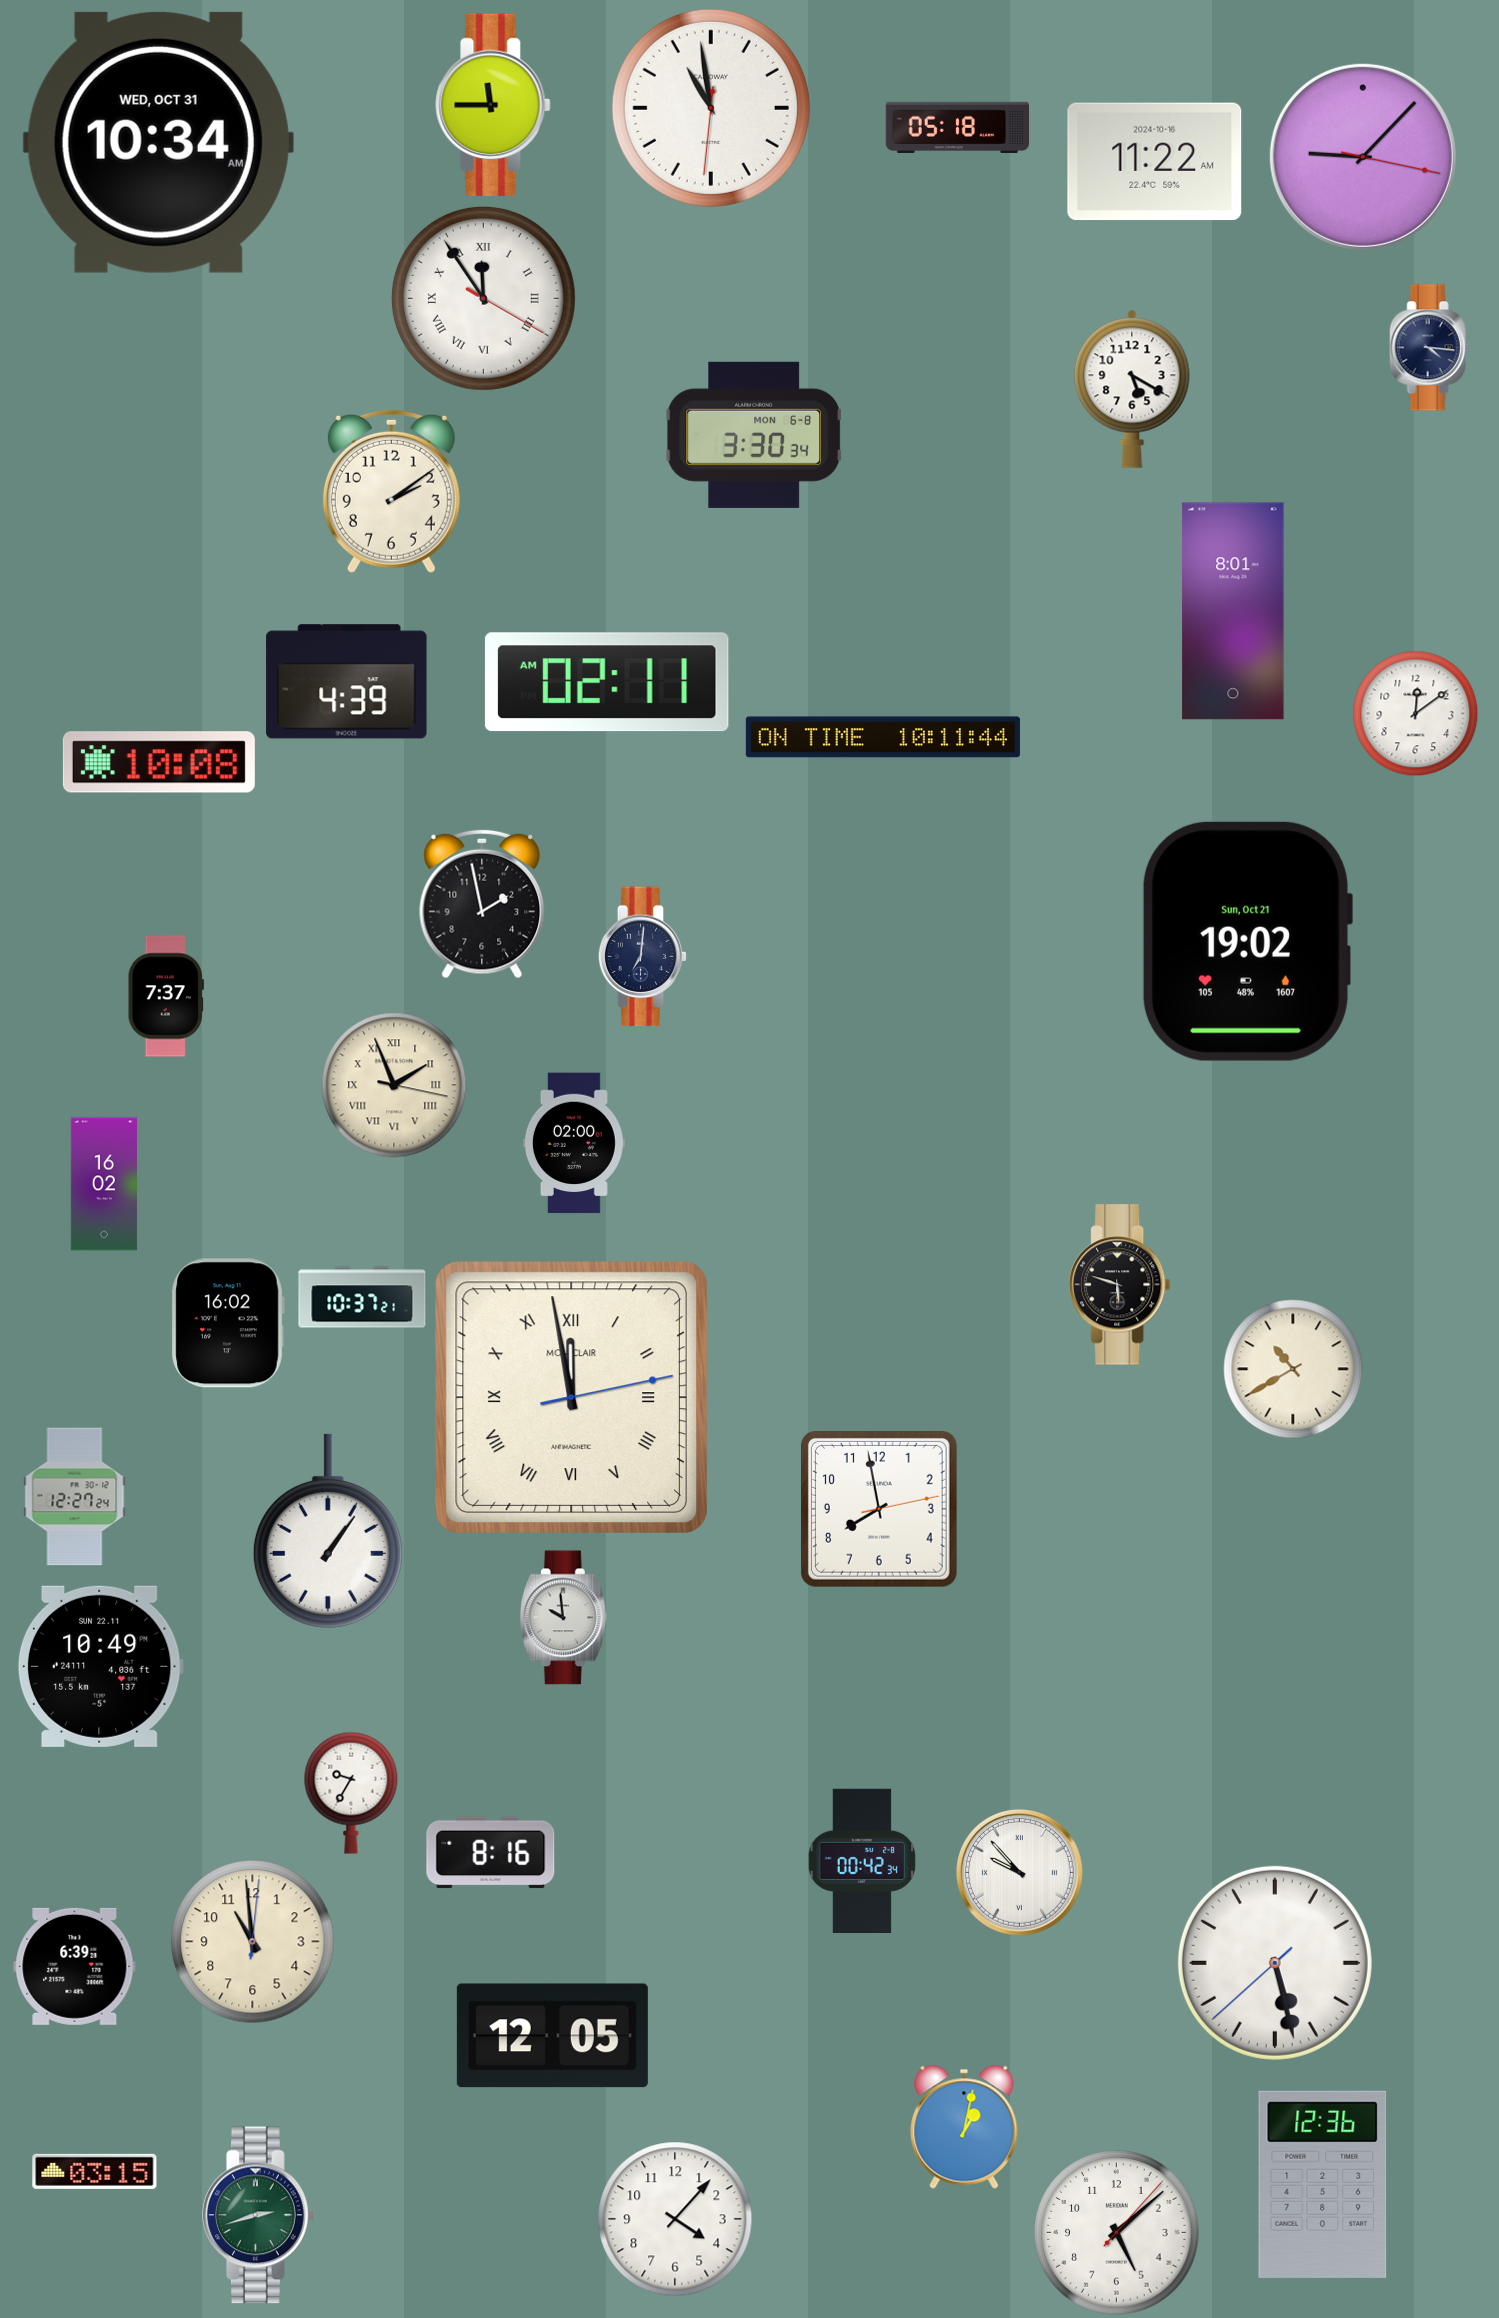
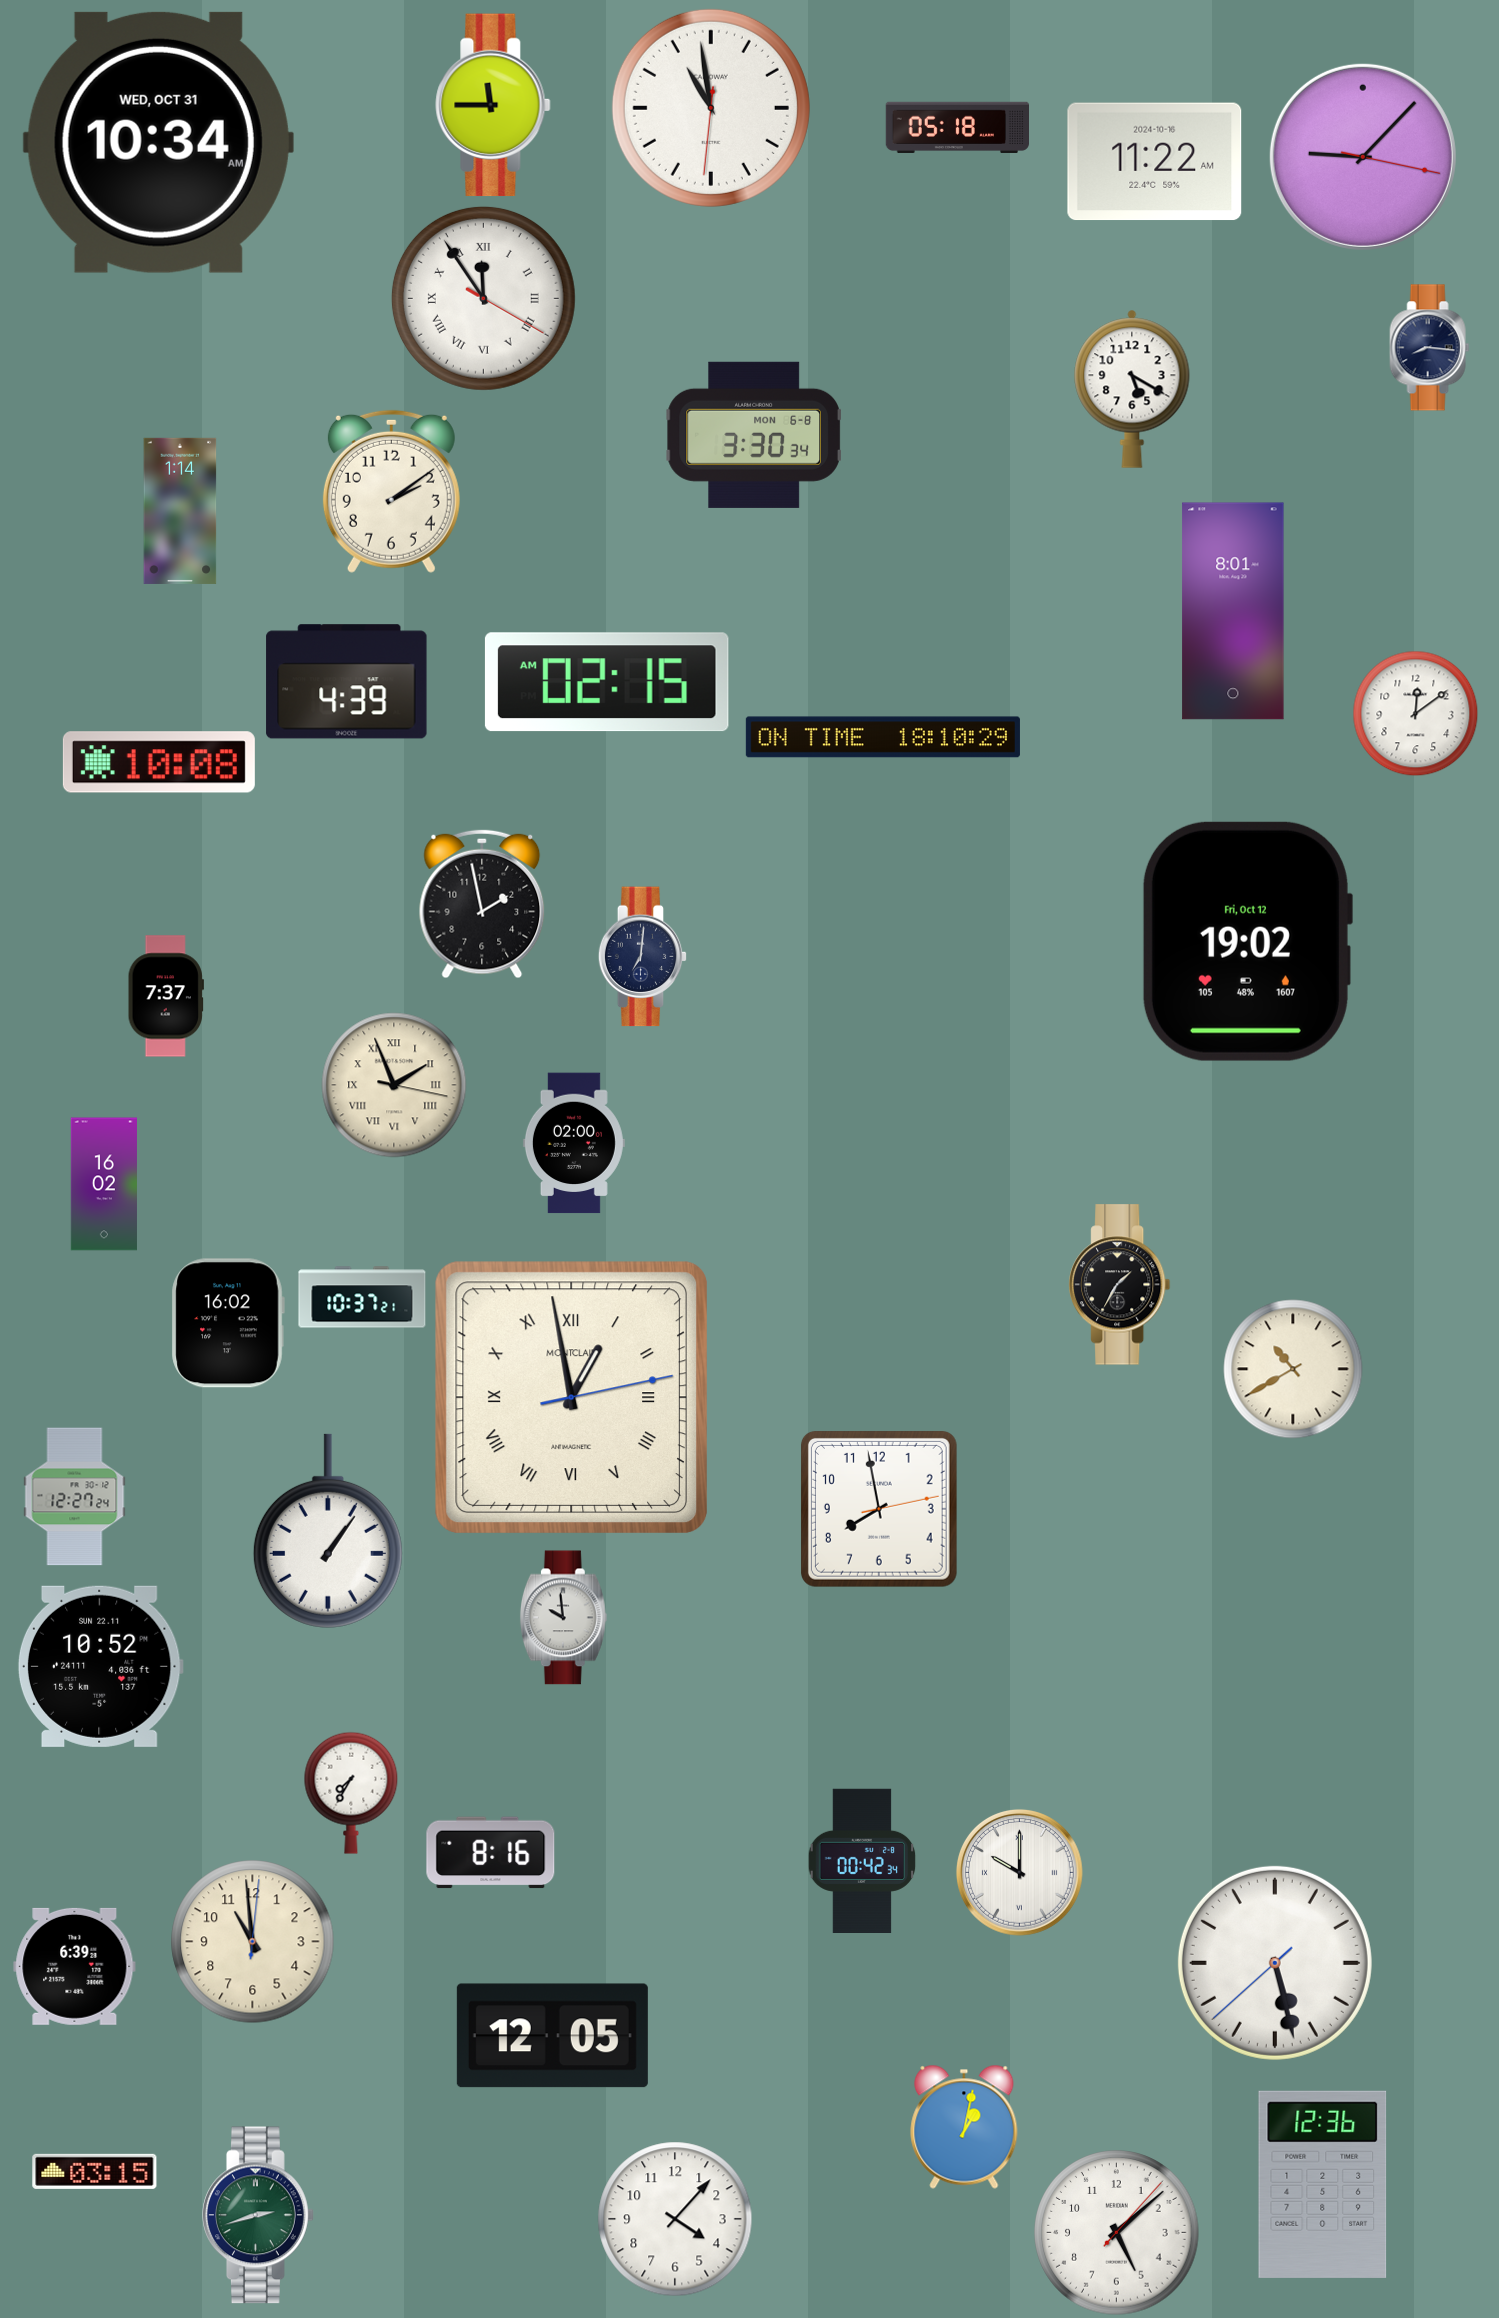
clock at (1430, 348): 4:16 -> 8:16
clock at (180, 511): none -> 1:14
clock at (607, 682): 02:11 -> 02:15
clock at (883, 737): 10:11 -> 18:10
clock at (1247, 941) date: Sun, Oct 21 -> Fri, Oct 12
clock at (1120, 1285): 5:48 -> 1:35
clock at (571, 1397): 11:58 -> 12:58
clock at (100, 1666): 10:49 -> 10:52
clock at (351, 1793): 9:35 -> 7:35
clock at (1019, 1872): 9:53 -> 10:00
